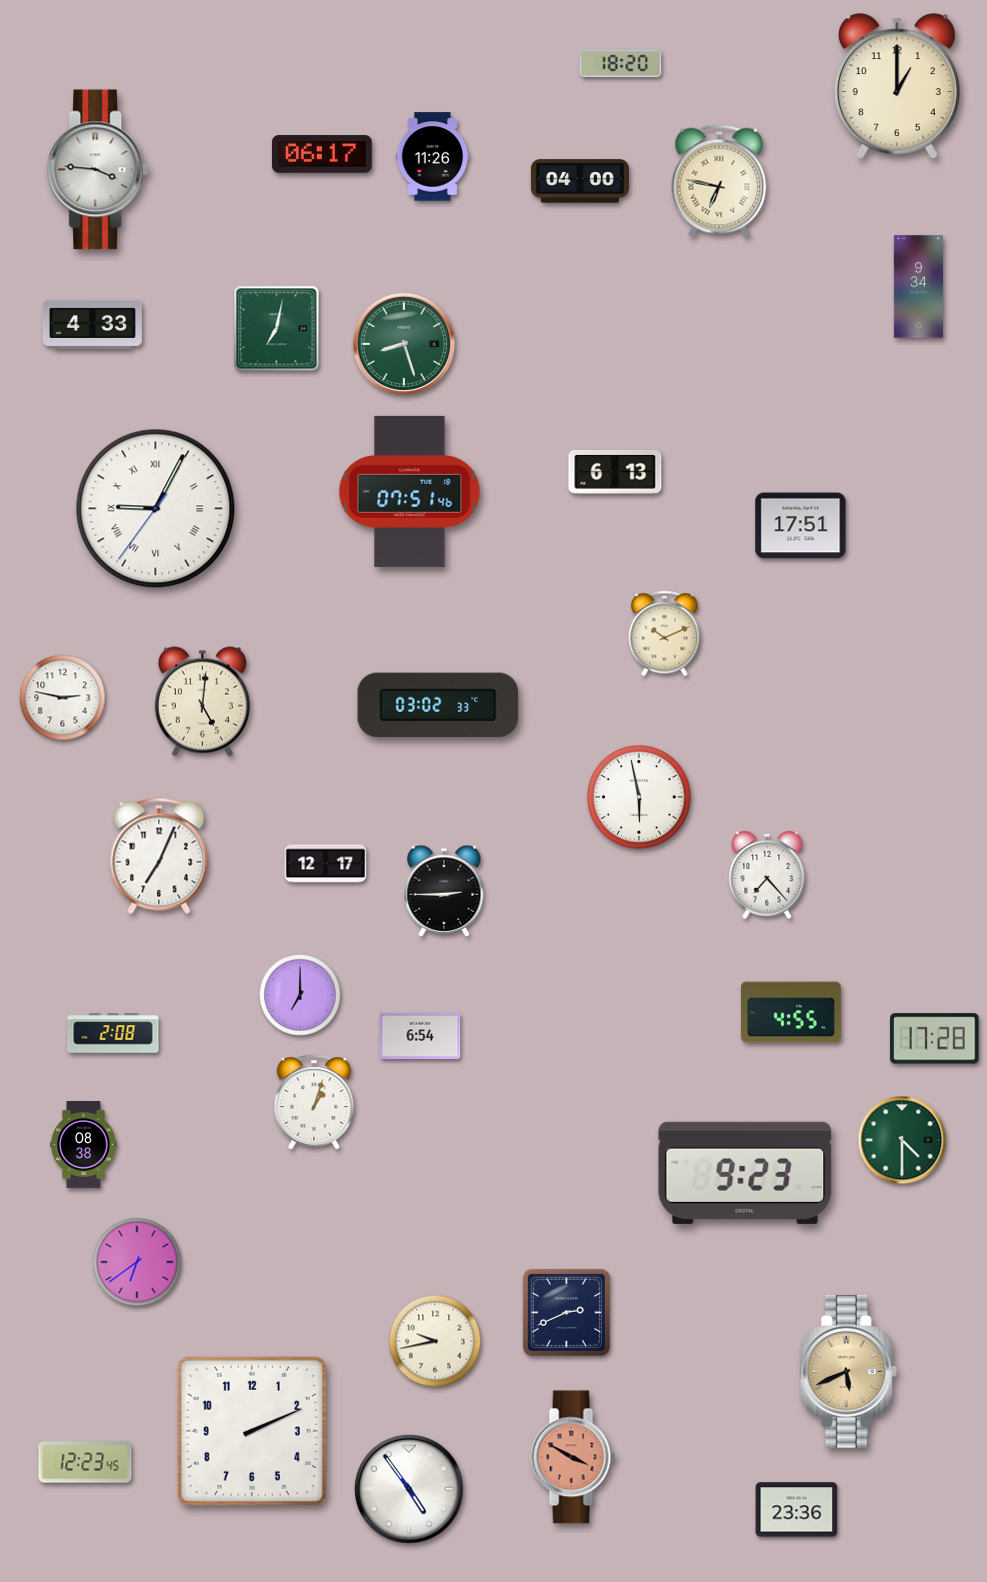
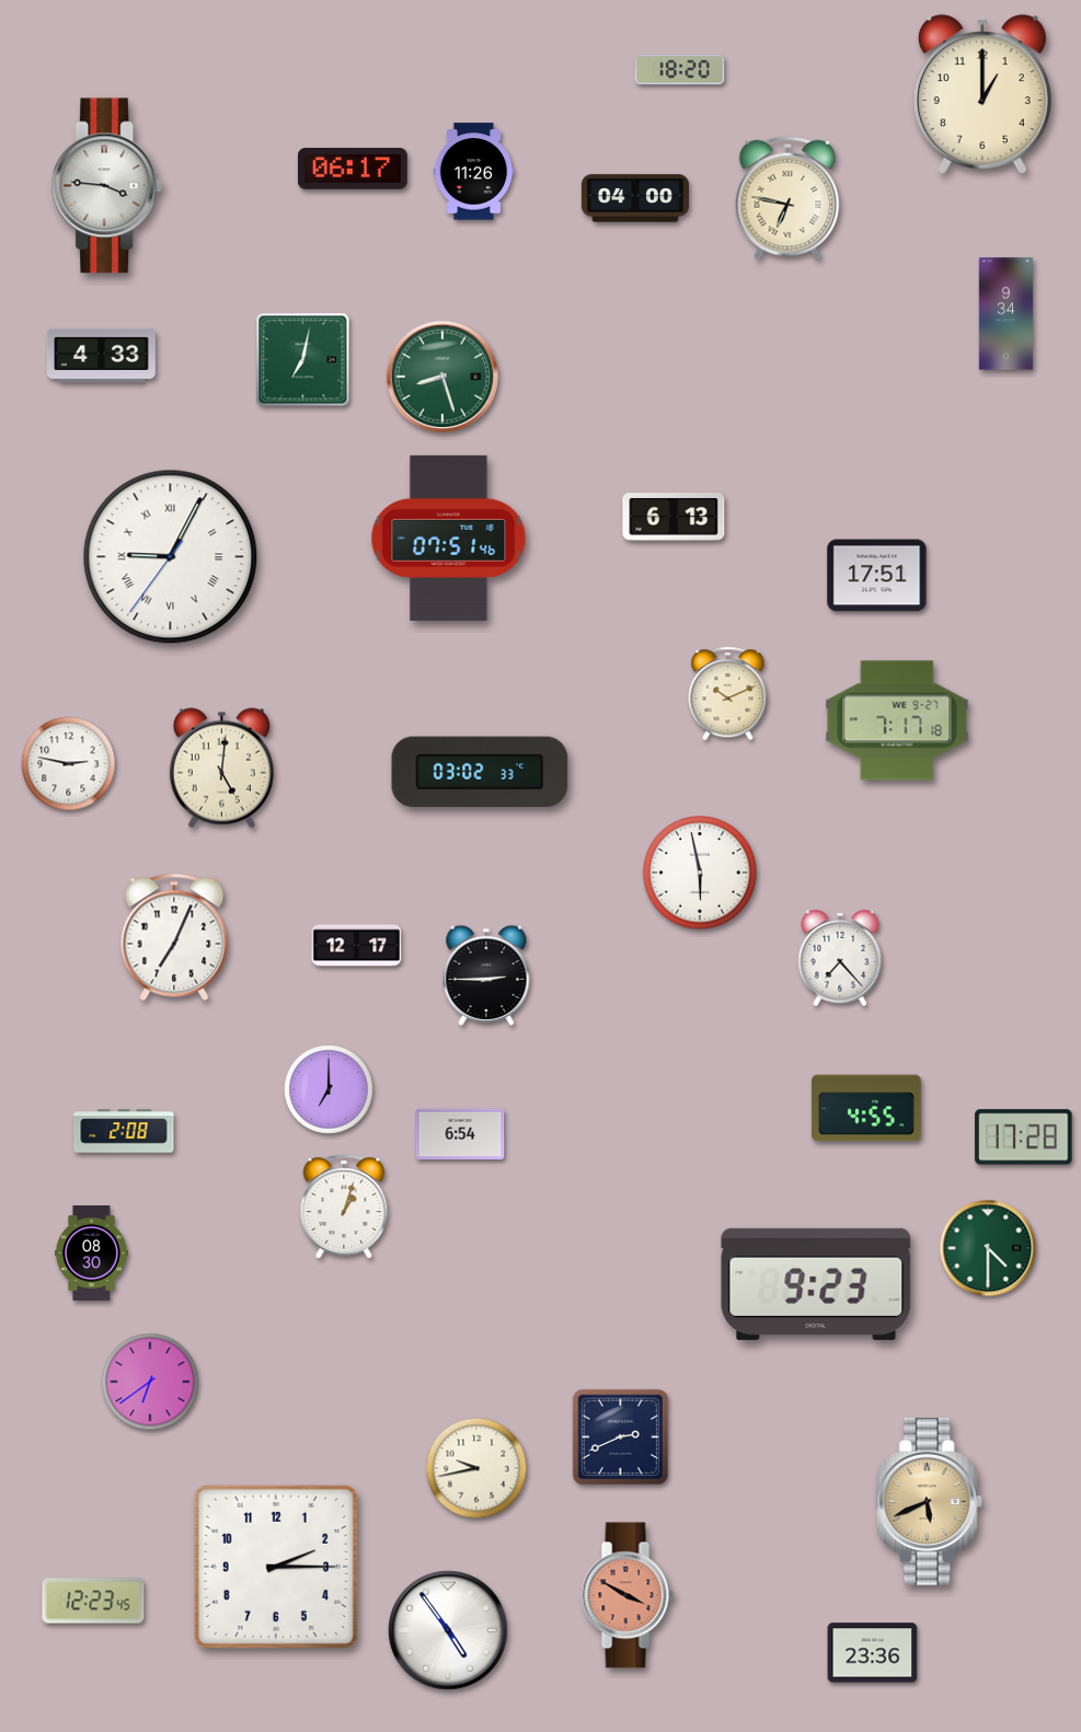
clock at (897, 720): none -> 7:17
clock at (84, 1145): 08:38 -> 08:30
clock at (252, 1431): 2:11 -> 2:15
